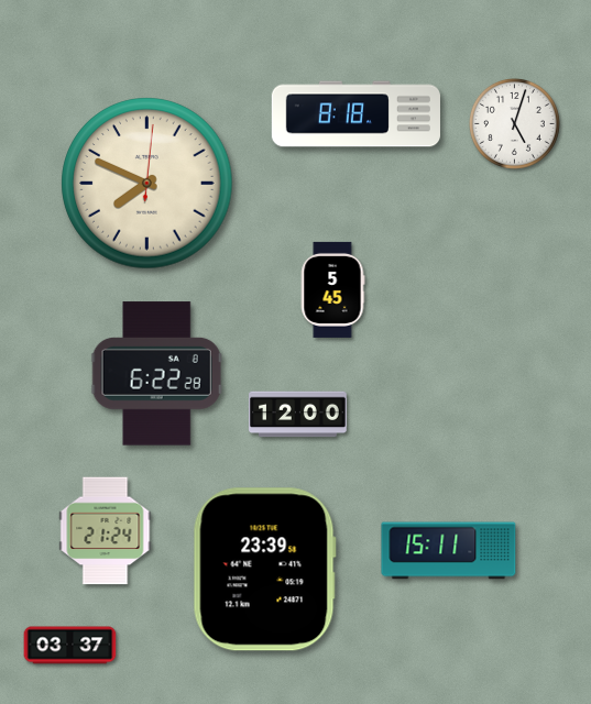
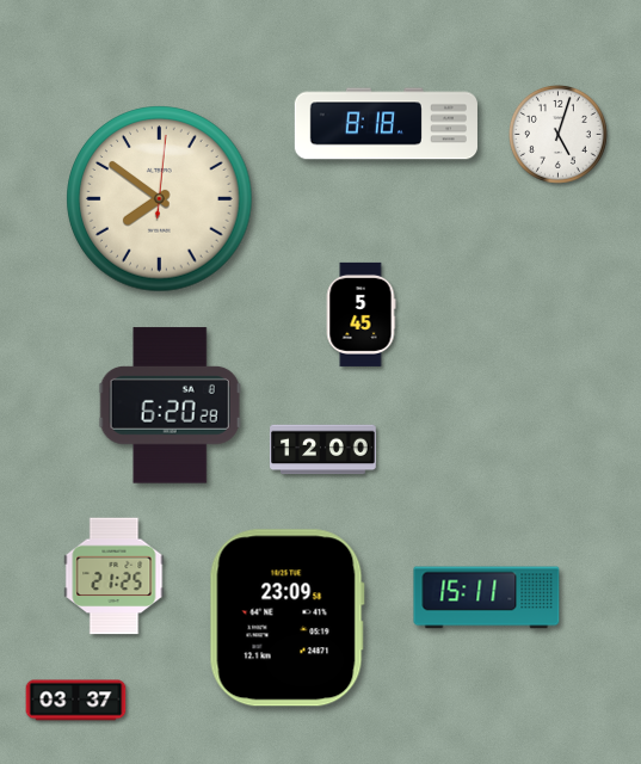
clock at (147, 184): 7:49 -> 7:51
clock at (156, 374): 6:22 -> 6:20
clock at (106, 531): 21:24 -> 21:25
clock at (264, 570): 23:39 -> 23:09
